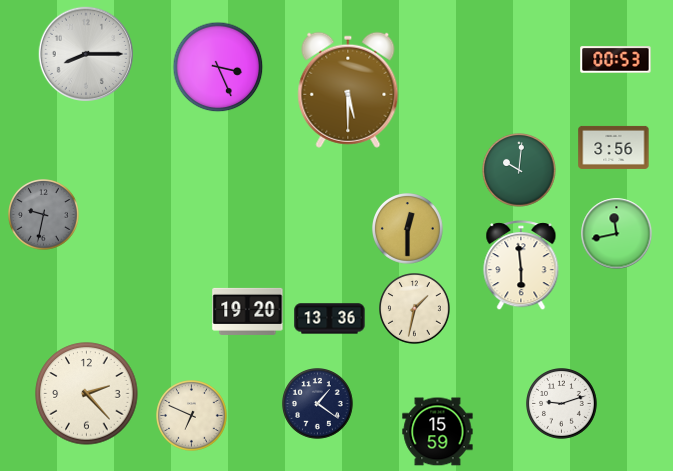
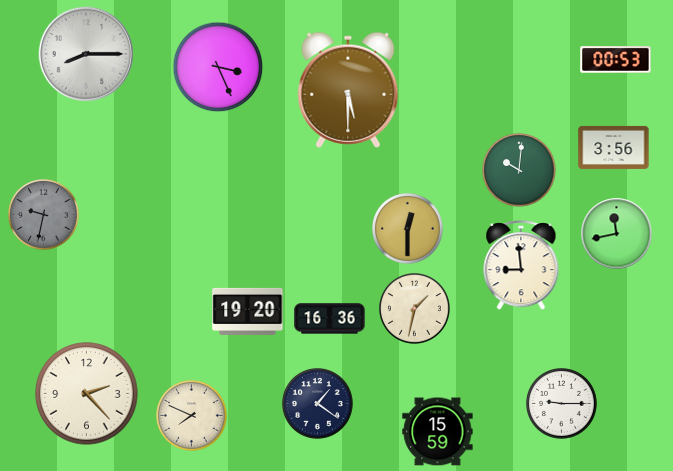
clock at (521, 266): 5:59 -> 8:59
clock at (330, 319): 13:36 -> 16:36
clock at (562, 404): 9:12 -> 9:15
clock at (192, 416): 6:49 -> 7:49
